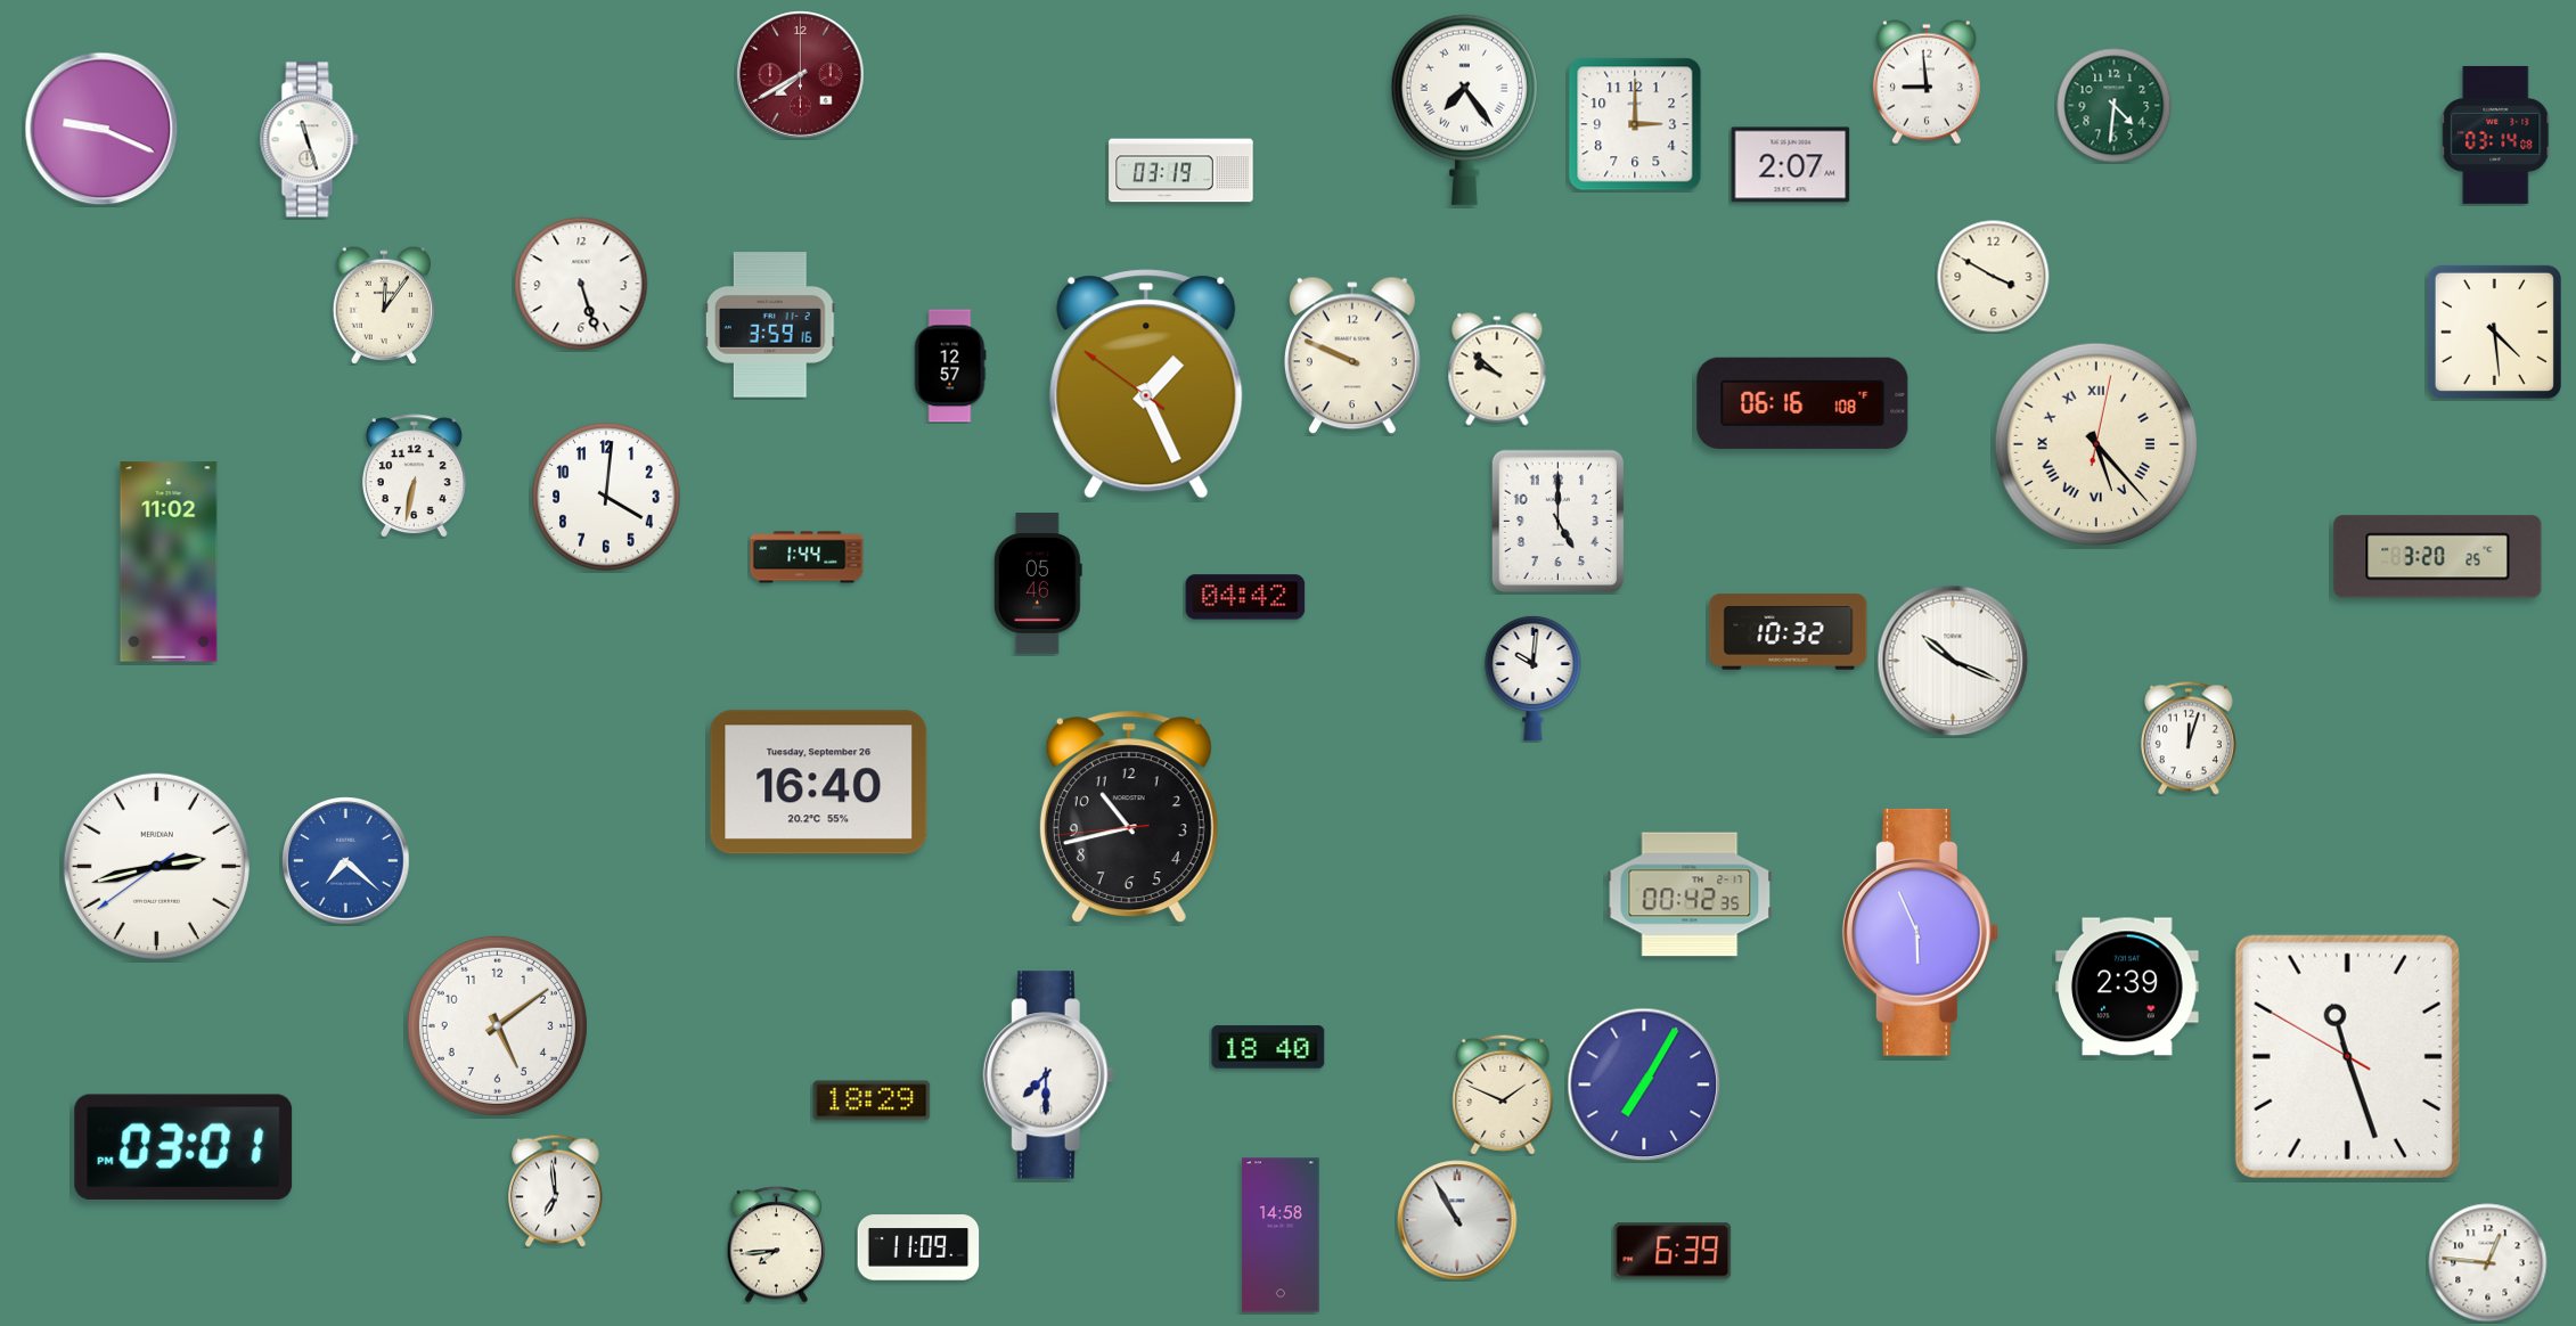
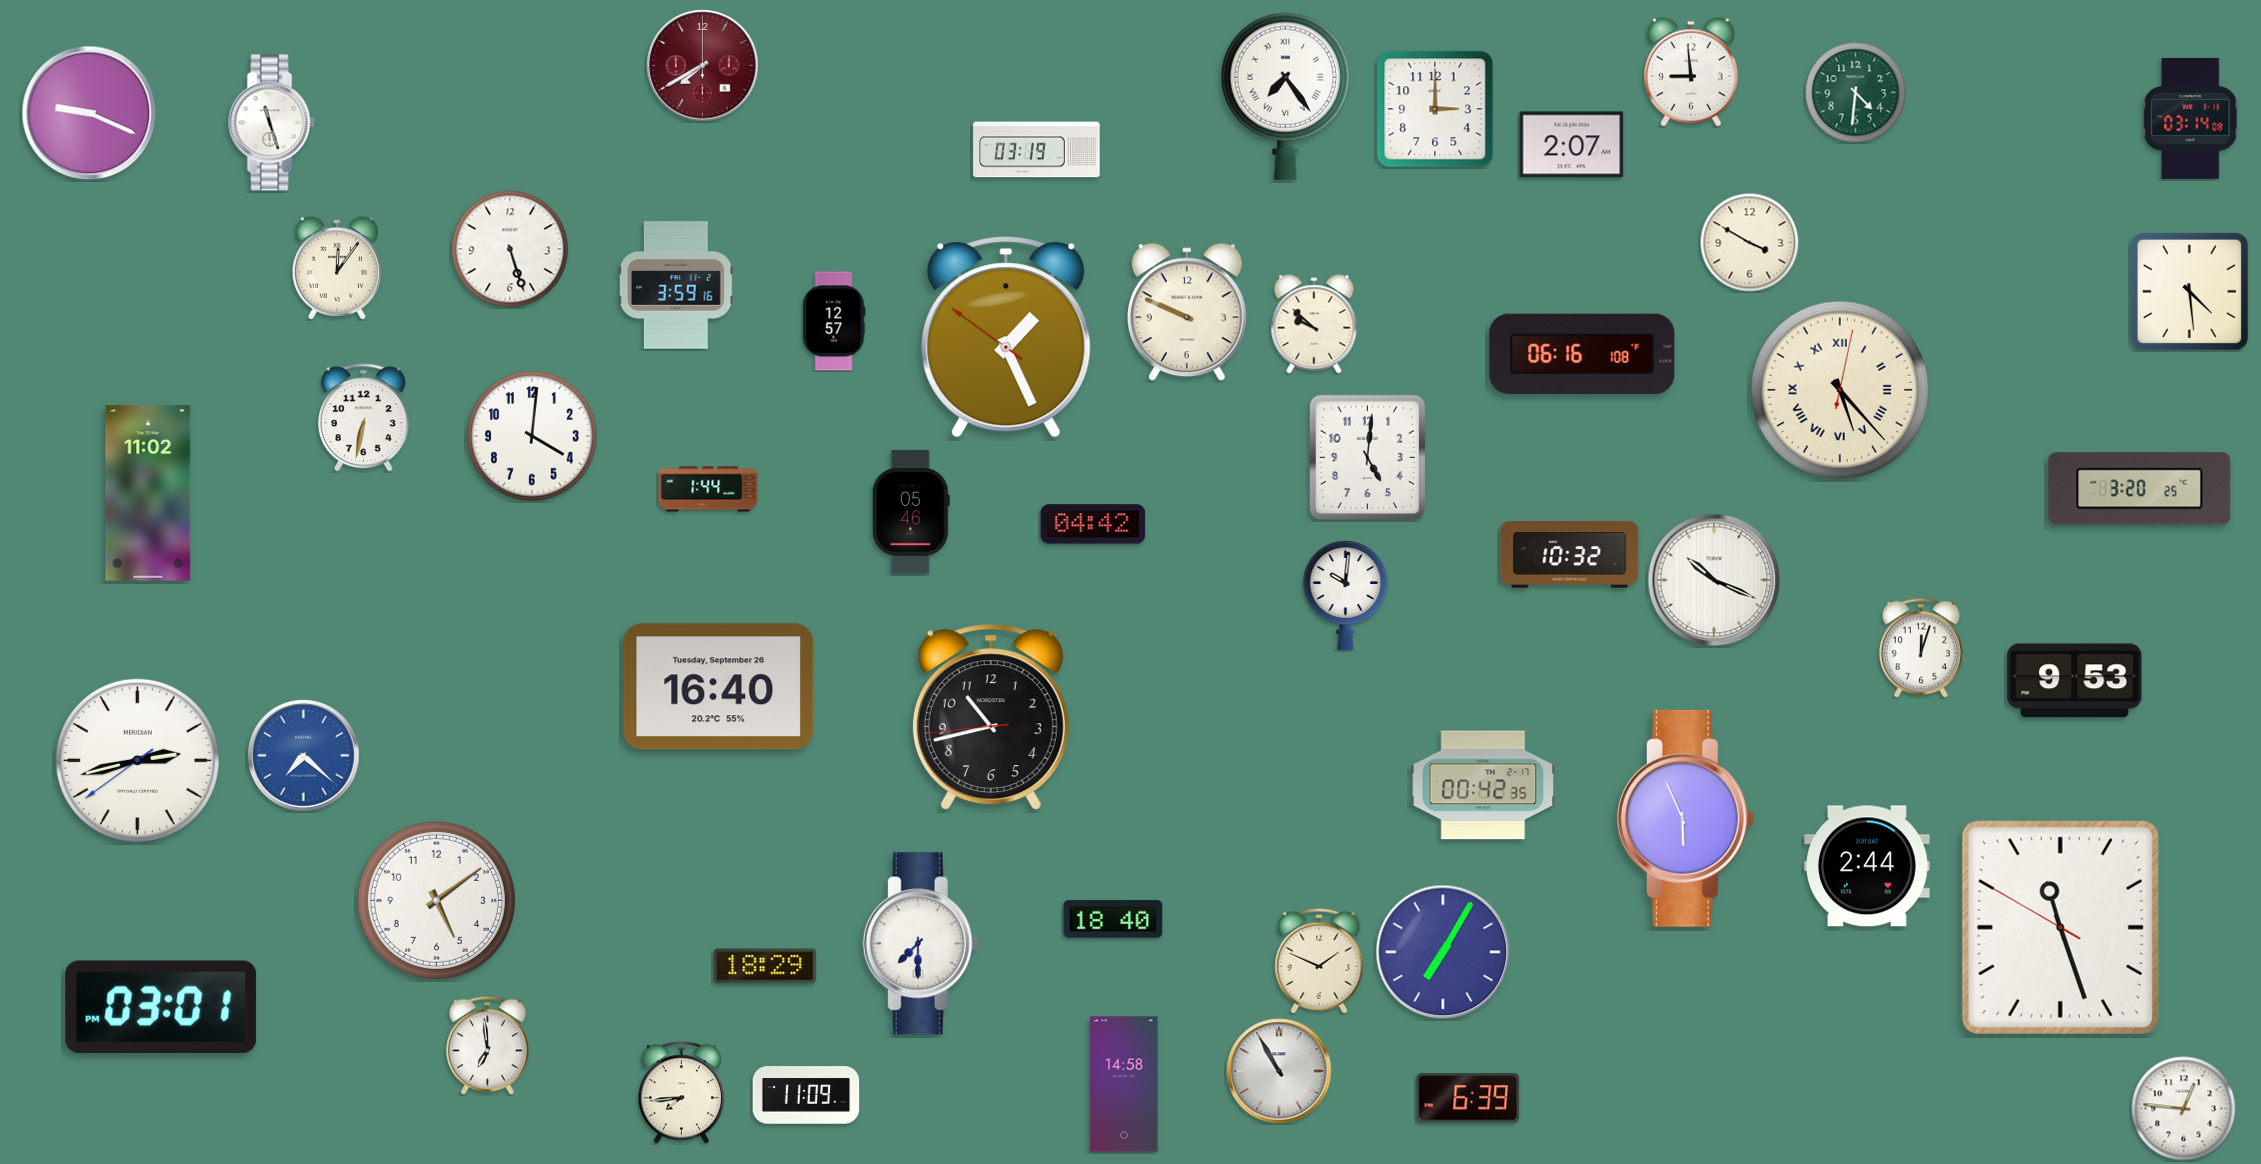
clock at (1559, 522): 5:00 -> 5:01
clock at (2075, 681): none -> 9:53
clock at (2127, 987): 2:39 -> 2:44
